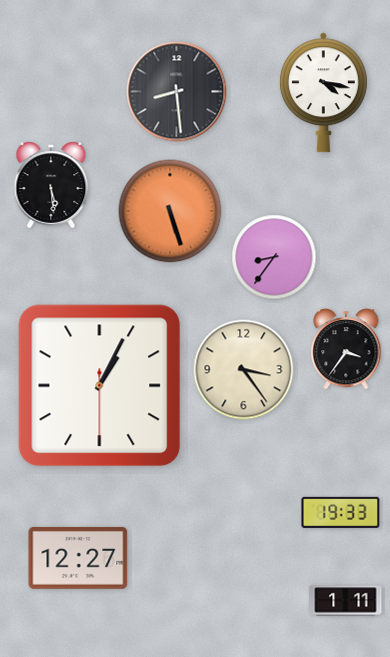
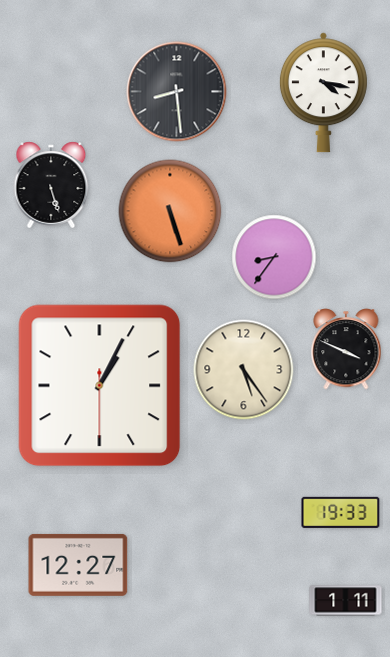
clock at (51, 185): 5:29 -> 5:27
clock at (346, 349): 3:36 -> 3:49
clock at (244, 370): 3:24 -> 5:24
clock at (78, 558) position: (78, 558) -> (78, 565)
